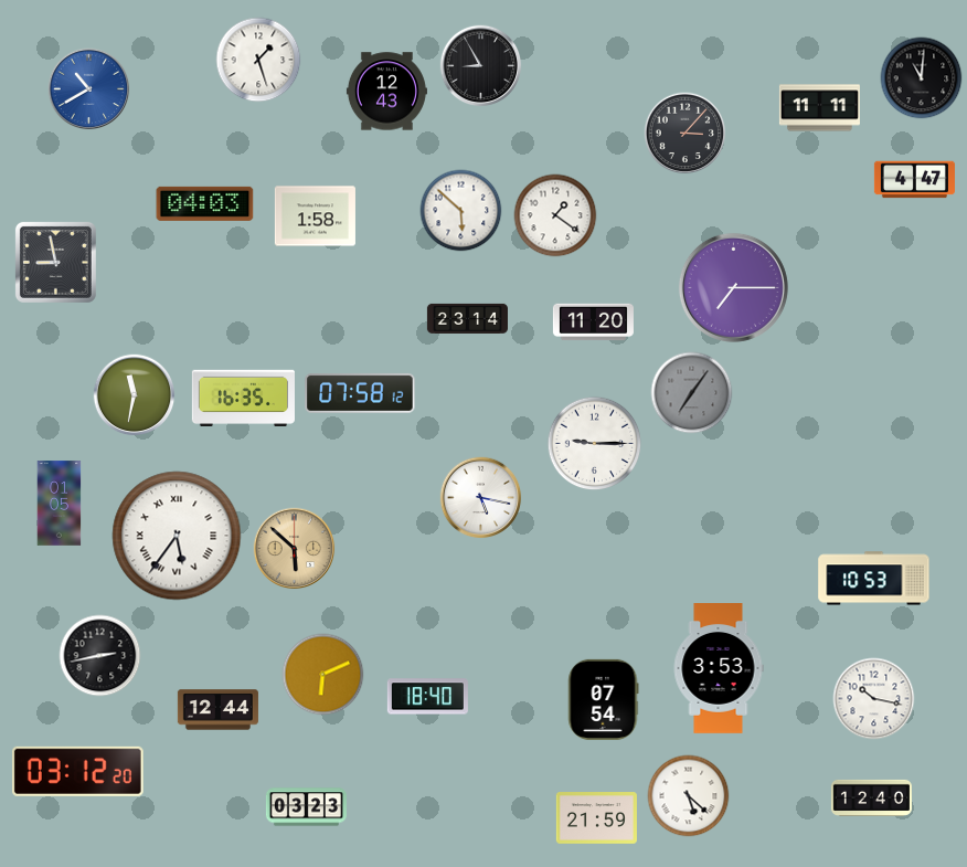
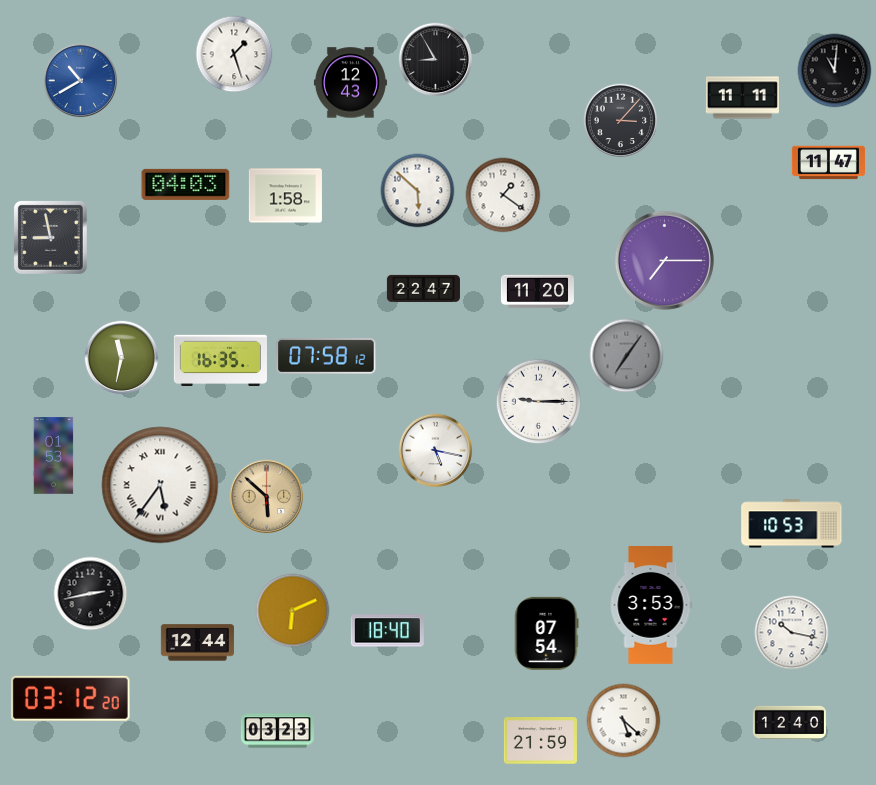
clock at (914, 180): 4:47 -> 11:47
clock at (467, 318): 23:14 -> 22:47
clock at (60, 504): 01:05 -> 01:53
